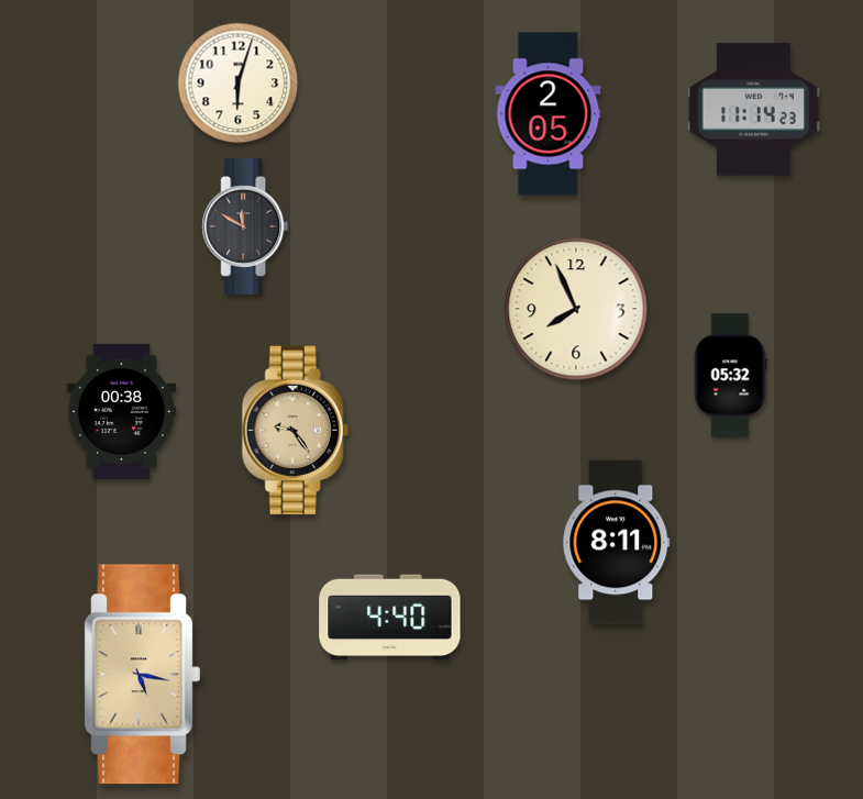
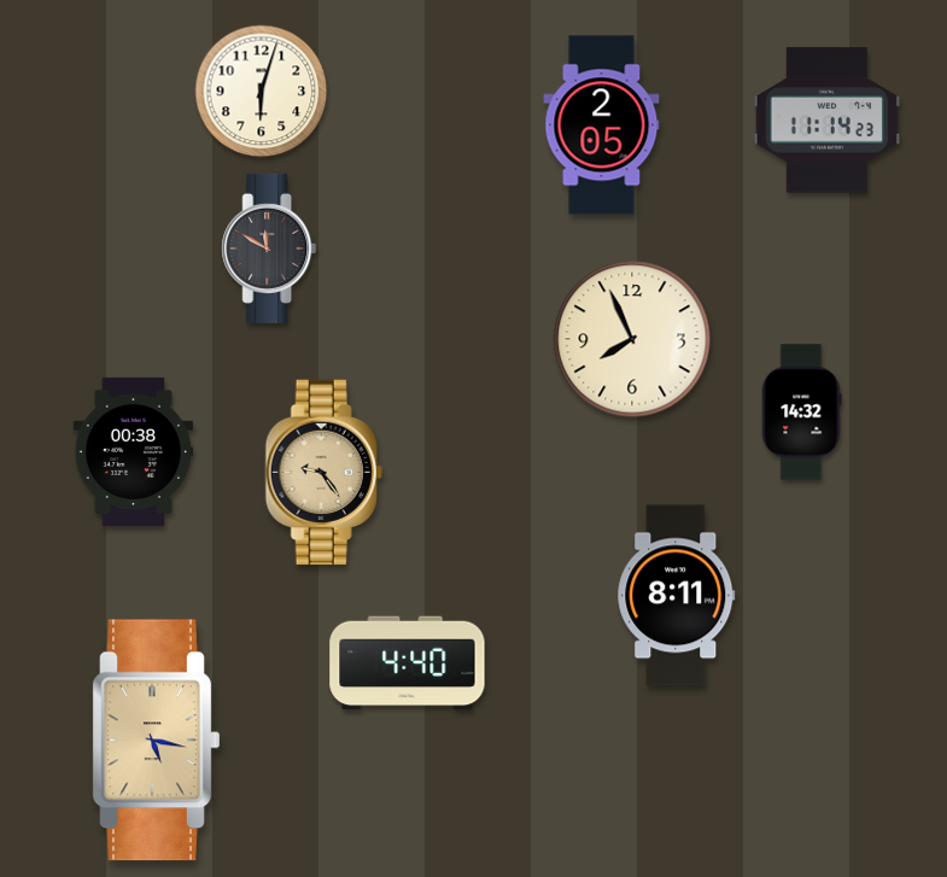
clock at (731, 376): 05:32 -> 14:32
clock at (390, 618) position: (390, 618) -> (408, 663)
